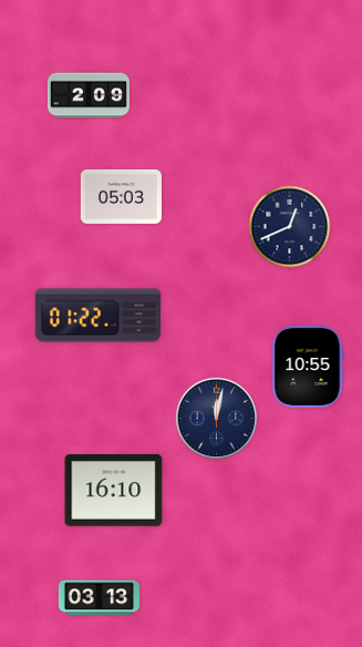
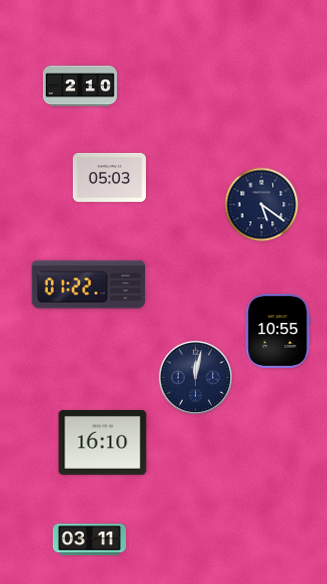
clock at (89, 95): 2:09 -> 2:10
clock at (290, 227): 12:41 -> 5:21
clock at (99, 598): 03:13 -> 03:11
